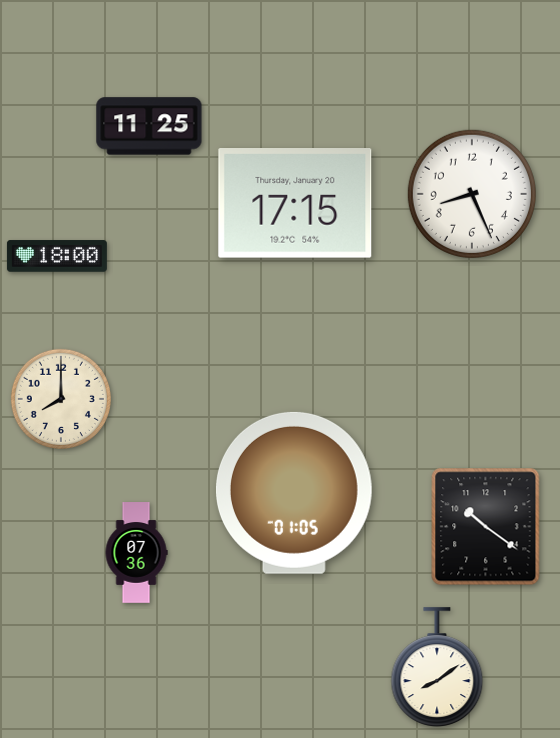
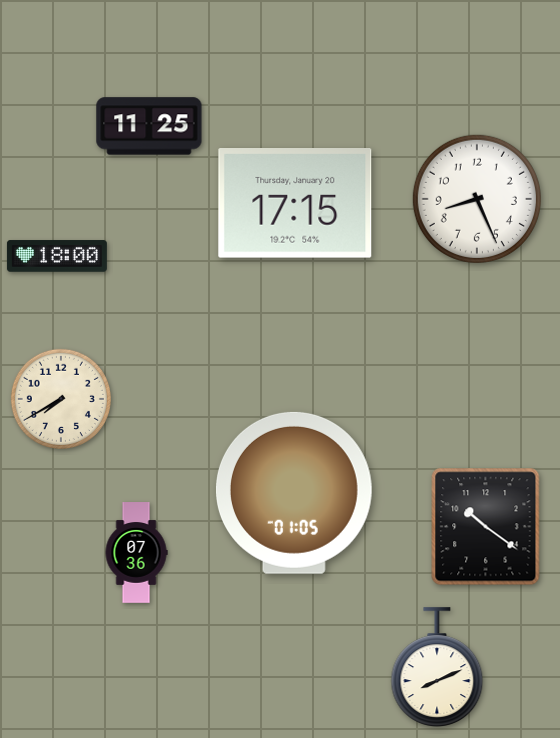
clock at (472, 194) position: (472, 194) -> (477, 199)
clock at (61, 399): 8:00 -> 7:40
clock at (437, 667): 8:09 -> 8:11
